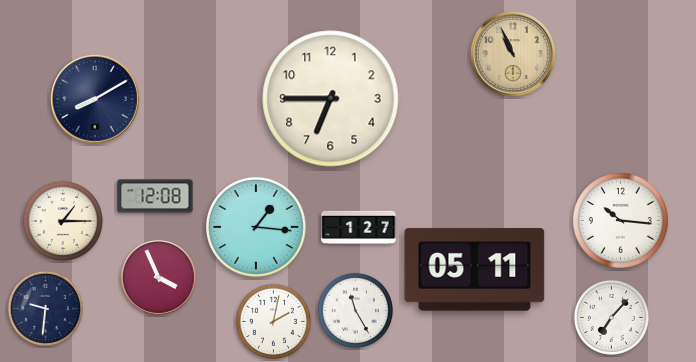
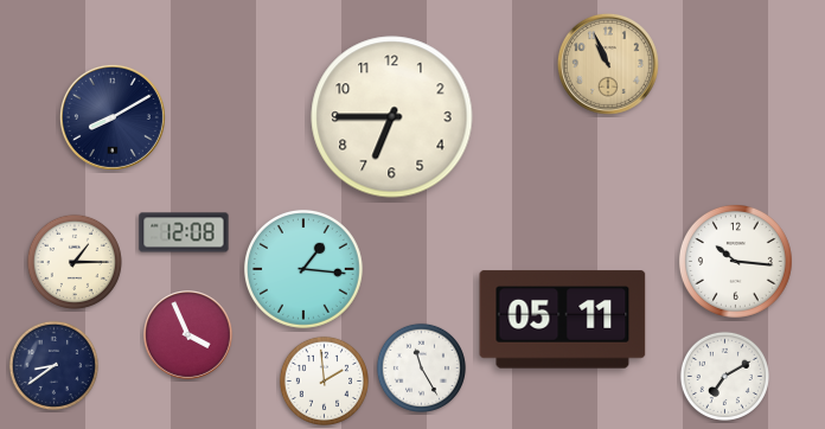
clock at (359, 227): 1:27 -> none
clock at (159, 278) position: (159, 278) -> (188, 335)
clock at (45, 308): 9:31 -> 8:39
clock at (611, 317): 7:07 -> 7:10
clock at (273, 321): 2:02 -> 1:59
